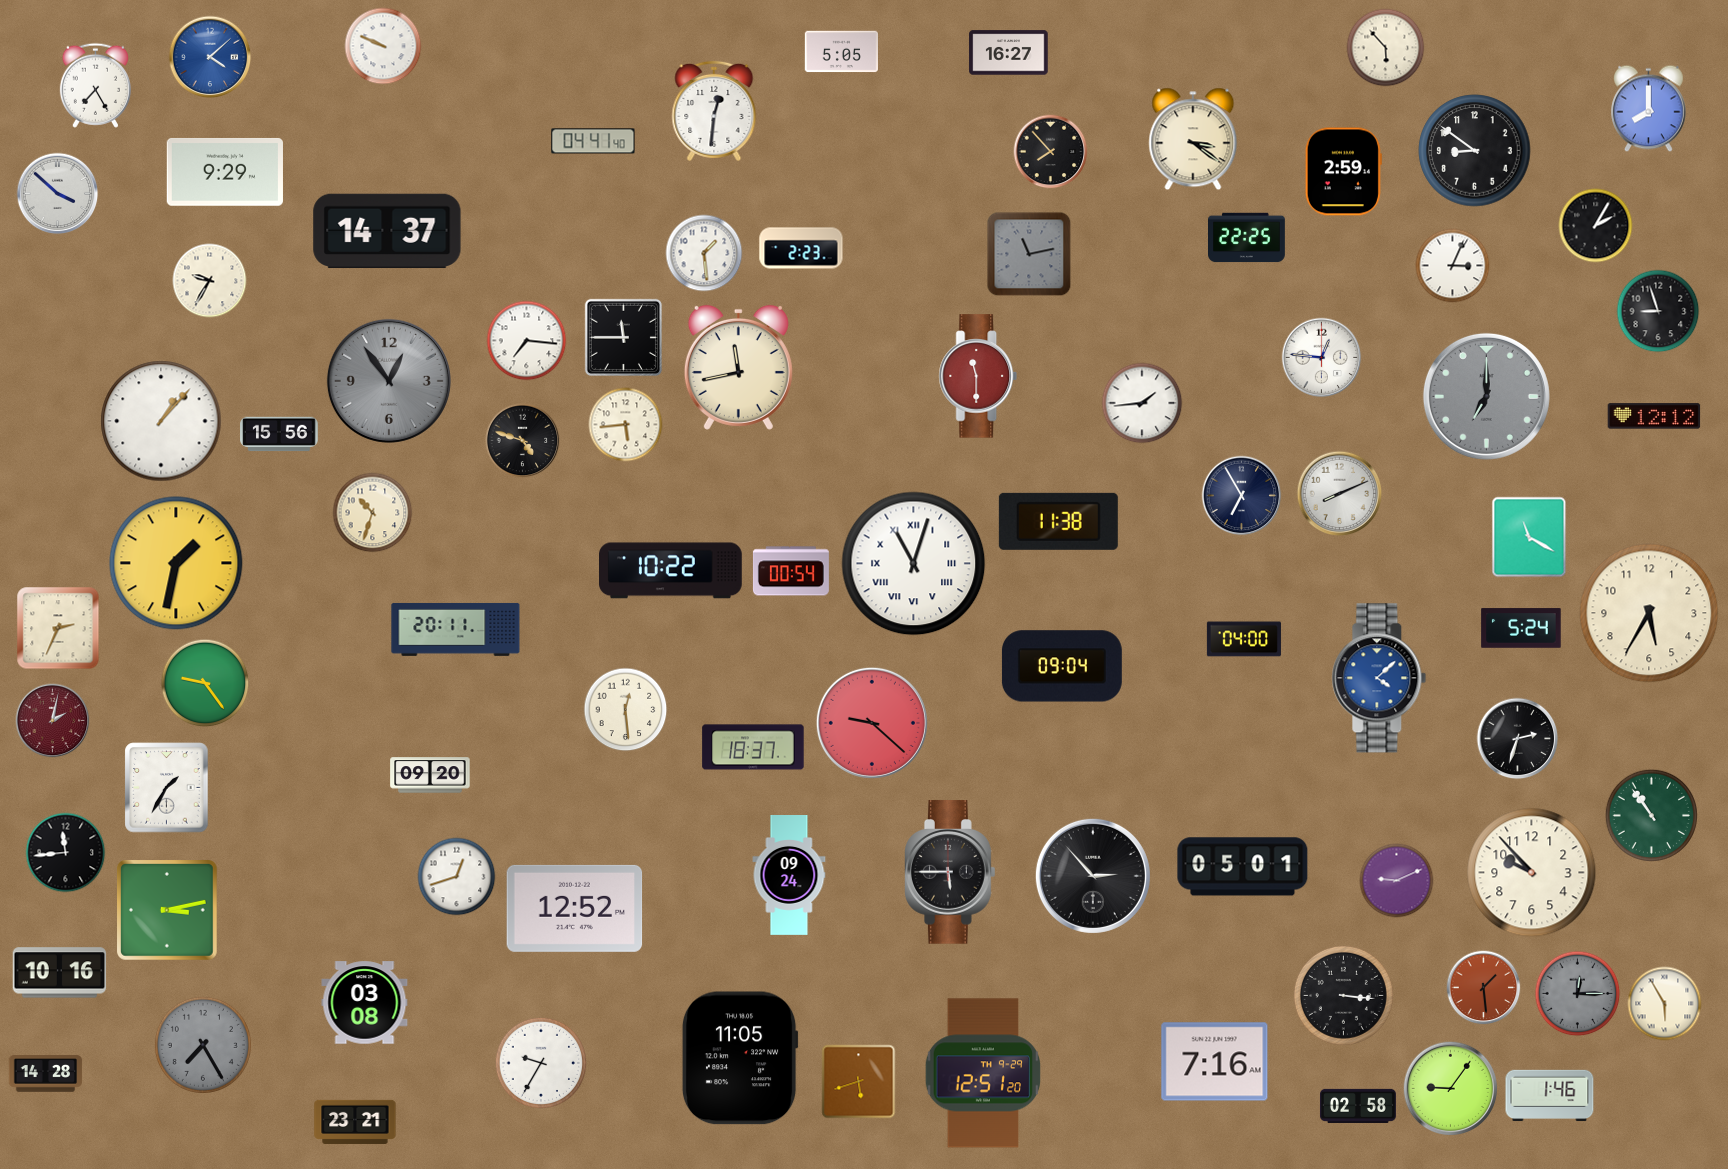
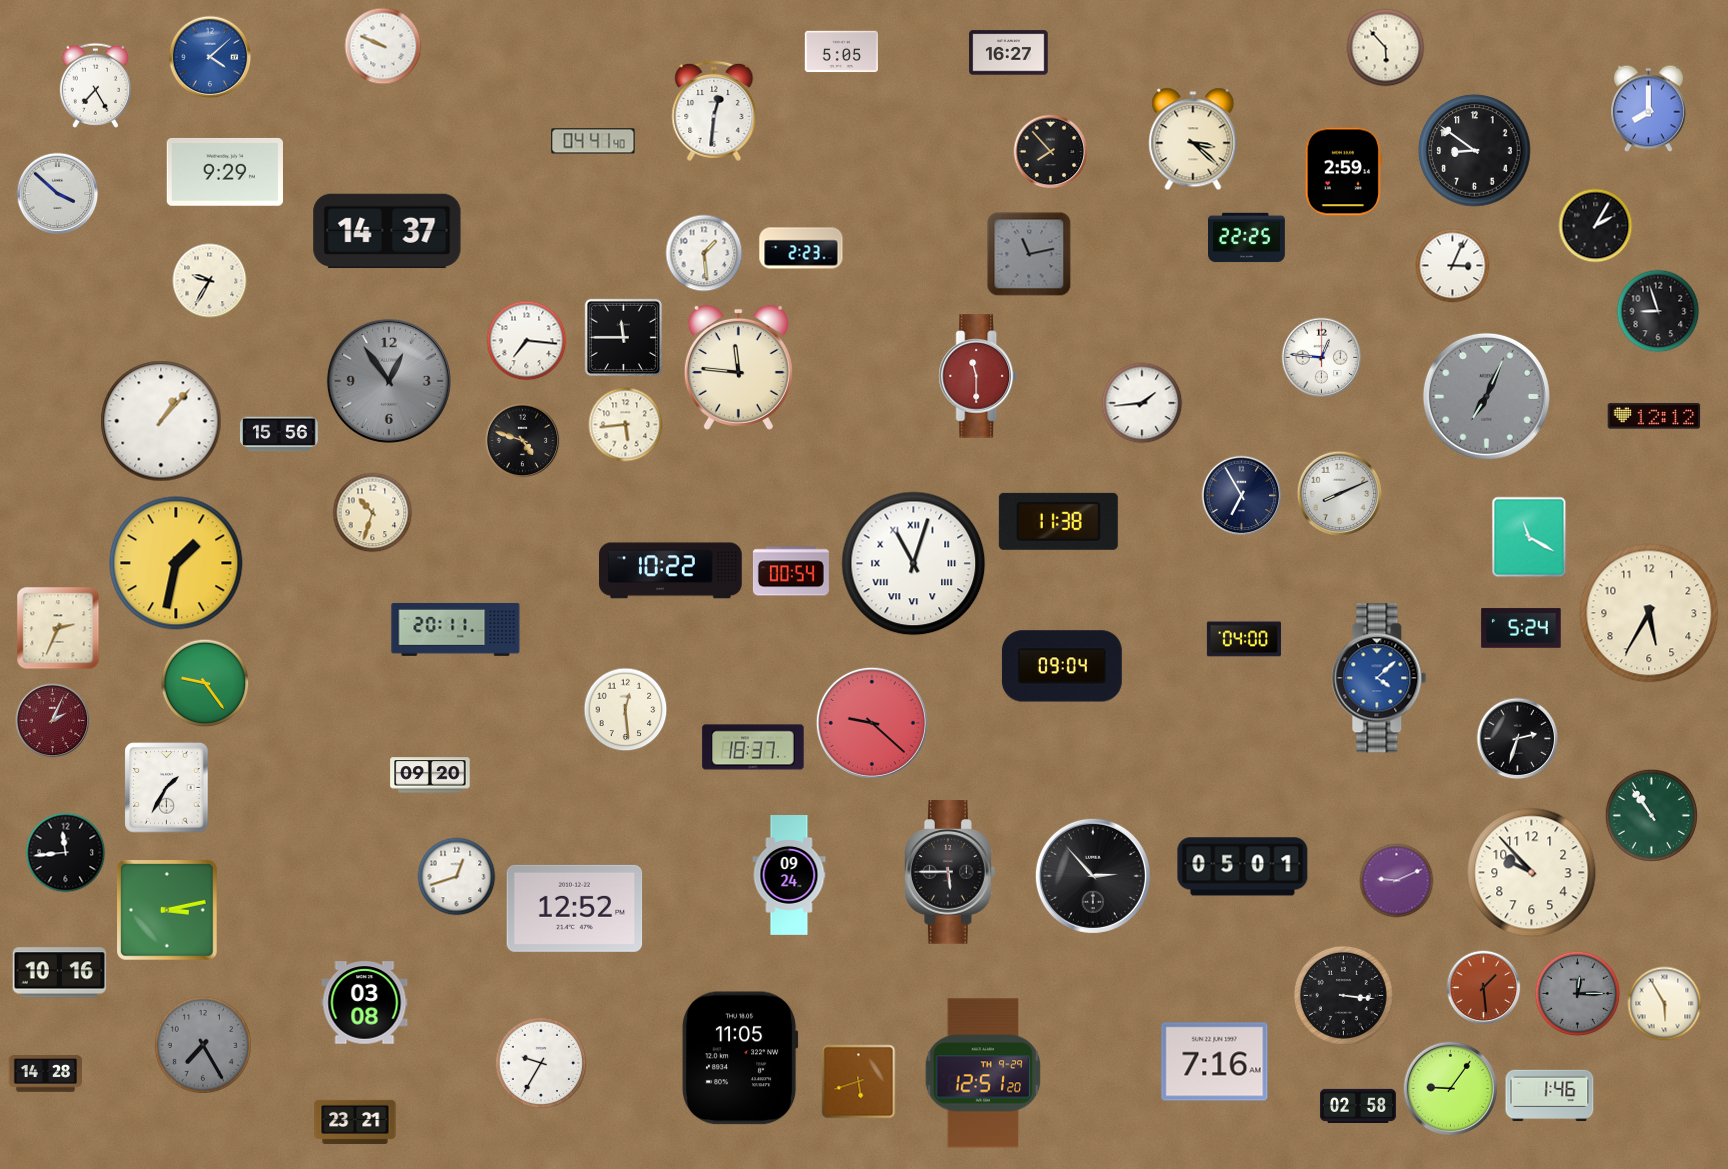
clock at (1193, 139): 3:21 -> 3:22
clock at (738, 367): 11:43 -> 11:46
clock at (1486, 396): 7:00 -> 7:04
clock at (53, 721): 2:02 -> 2:04
